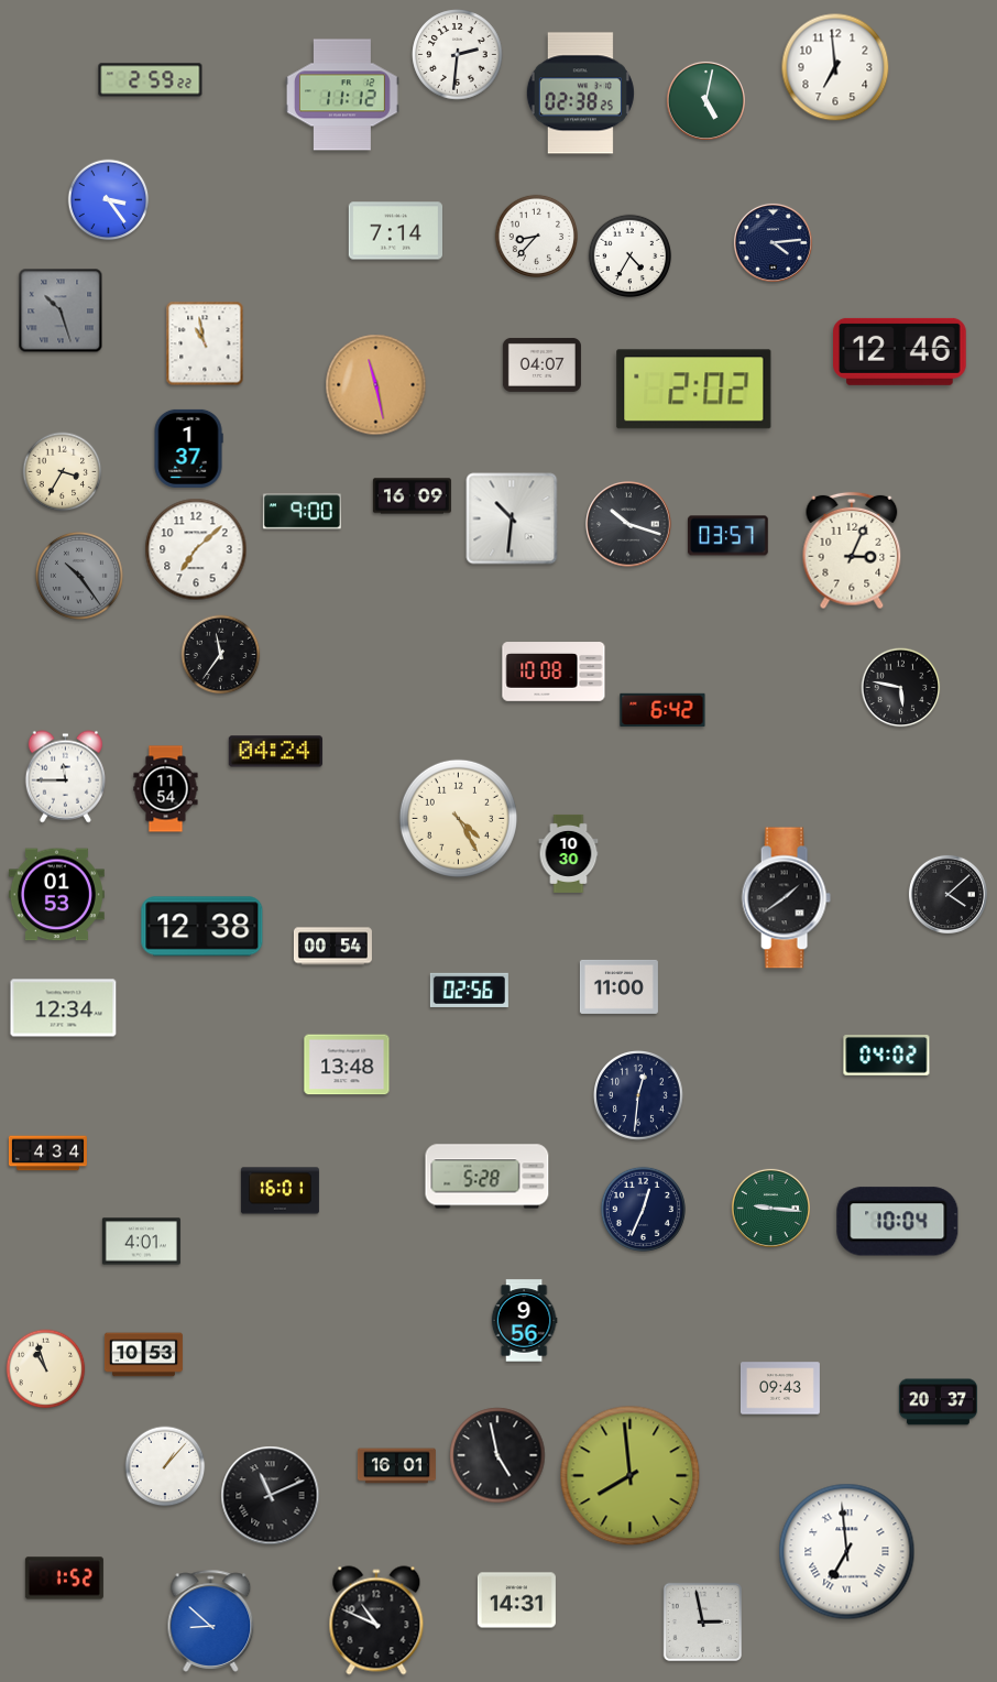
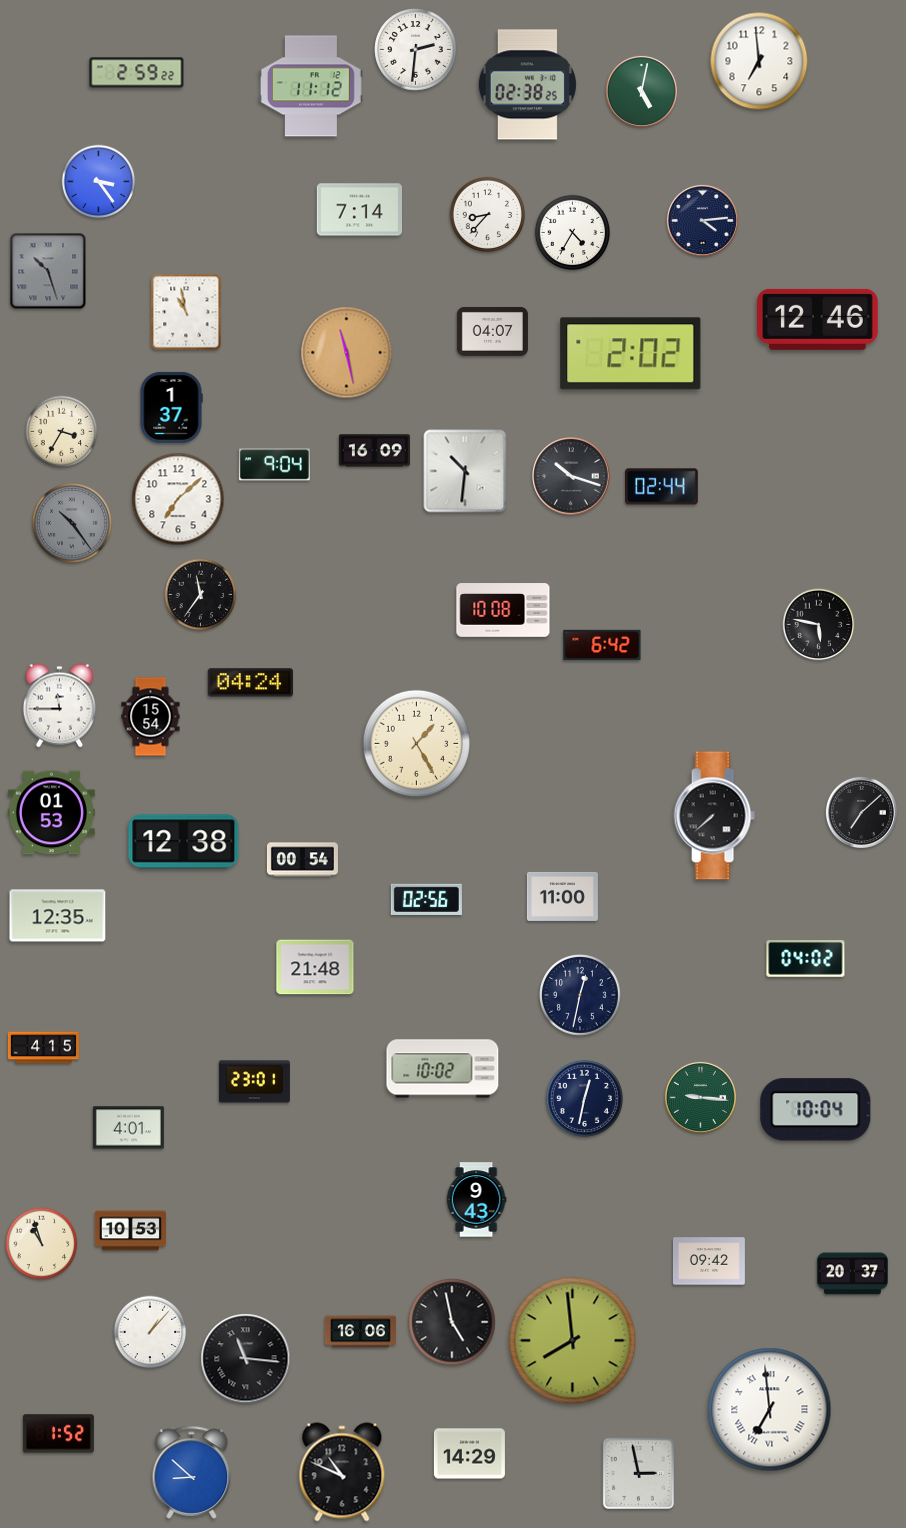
clock at (61, 310) position: (61, 310) -> (48, 271)
clock at (376, 385) position: (376, 385) -> (347, 353)
clock at (63, 472) position: (63, 472) -> (62, 432)
clock at (302, 512): 9:00 -> 9:04
clock at (728, 536): 03:57 -> 02:44
clock at (852, 550): 3:04 -> none
clock at (166, 789): 11:54 -> 15:54
clock at (458, 818): 4:25 -> 1:25
clock at (569, 853): 10:30 -> none
clock at (947, 894): 4:08 -> 7:08
clock at (786, 898): 1:39 -> 7:38
clock at (64, 1008): 12:34 -> 12:35
clock at (347, 1064): 13:48 -> 21:48
clock at (639, 1096): 12:31 -> 12:32
clock at (47, 1154): 4:34 -> 4:15
clock at (487, 1177): 5:28 -> 10:02
clock at (280, 1191): 16:01 -> 23:01
clock at (643, 1209): 12:34 -> 12:32
clock at (524, 1321): 9:56 -> 9:43
clock at (780, 1388): 09:43 -> 09:42
clock at (396, 1466): 16:01 -> 16:06
clock at (271, 1496): 11:11 -> 11:16
clock at (516, 1601): 14:31 -> 14:29
